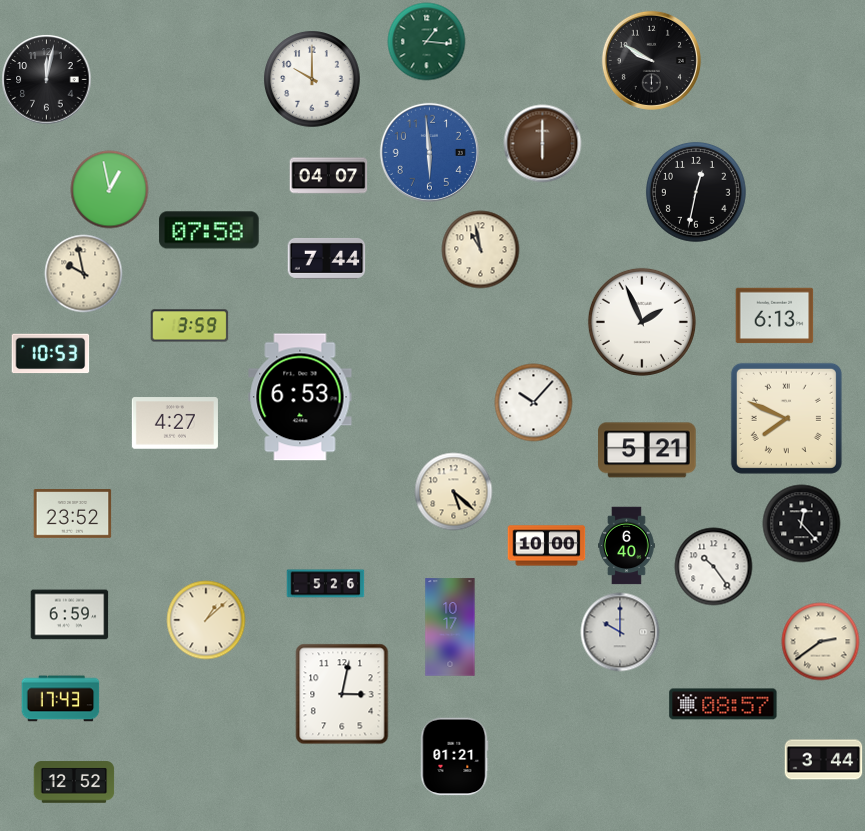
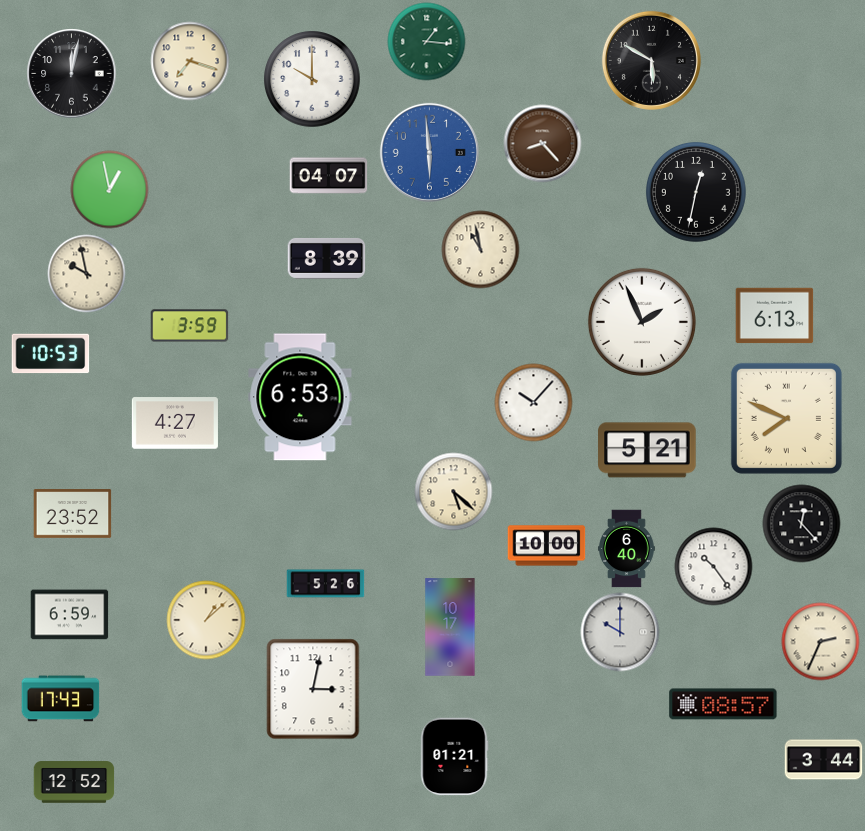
clock at (651, 60): 9:50 -> 5:50
clock at (190, 61): none -> 7:18
clock at (46, 79) position: (46, 79) -> (71, 73)
clock at (542, 143): 6:00 -> 8:23
clock at (209, 230): 07:58 -> none
clock at (326, 258): 7:44 -> 8:39
clock at (83, 273) position: (83, 273) -> (86, 273)
clock at (627, 545) position: (627, 545) -> (627, 548)
clock at (820, 641): 2:39 -> 2:34
clock at (342, 694) position: (342, 694) -> (313, 689)
